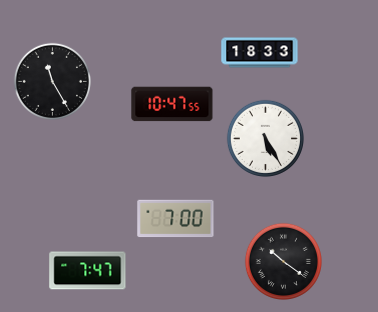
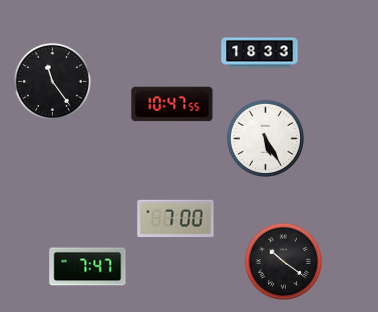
clock at (52, 81): 11:25 -> 11:24
clock at (88, 271) position: (88, 271) -> (88, 267)
